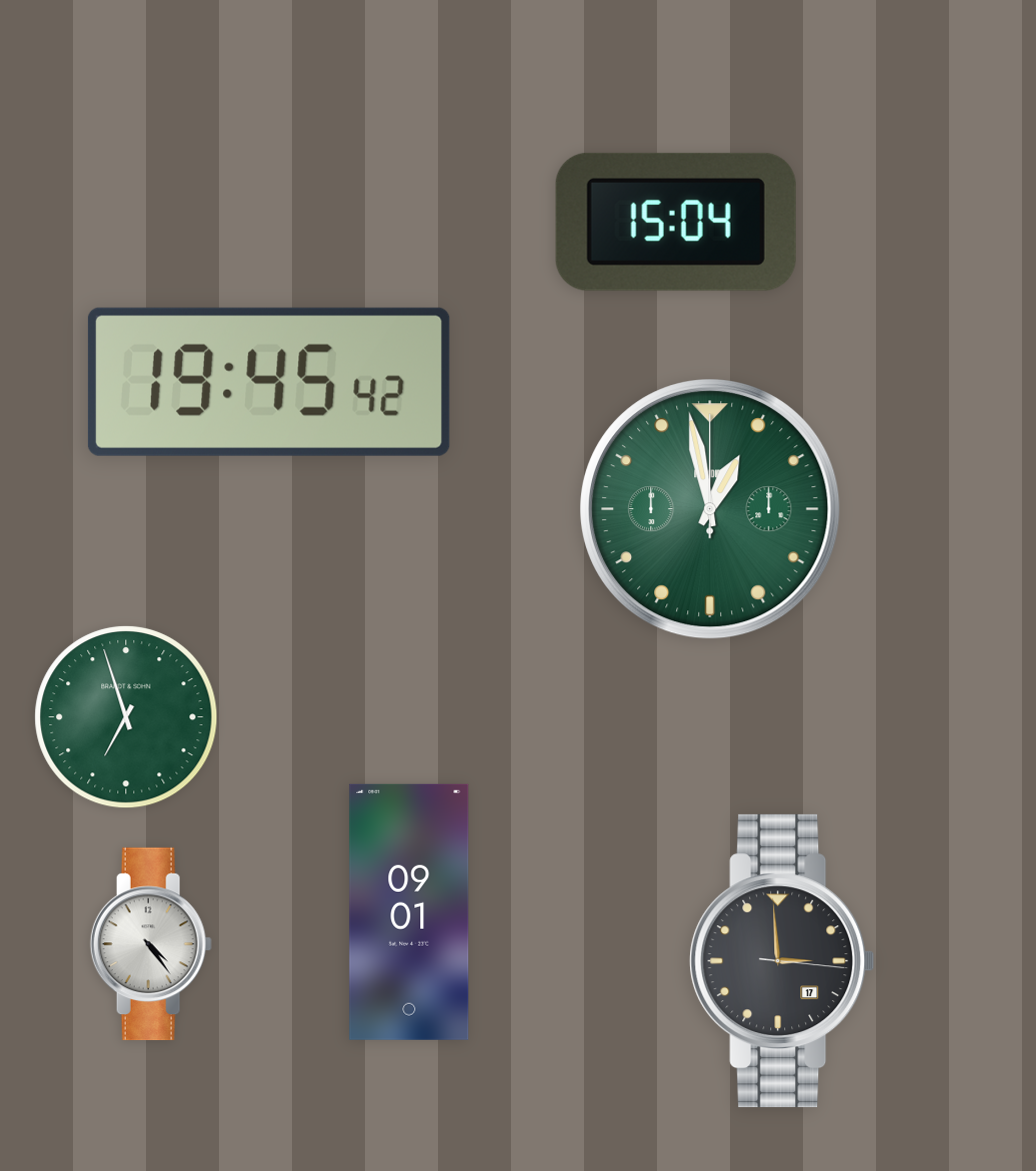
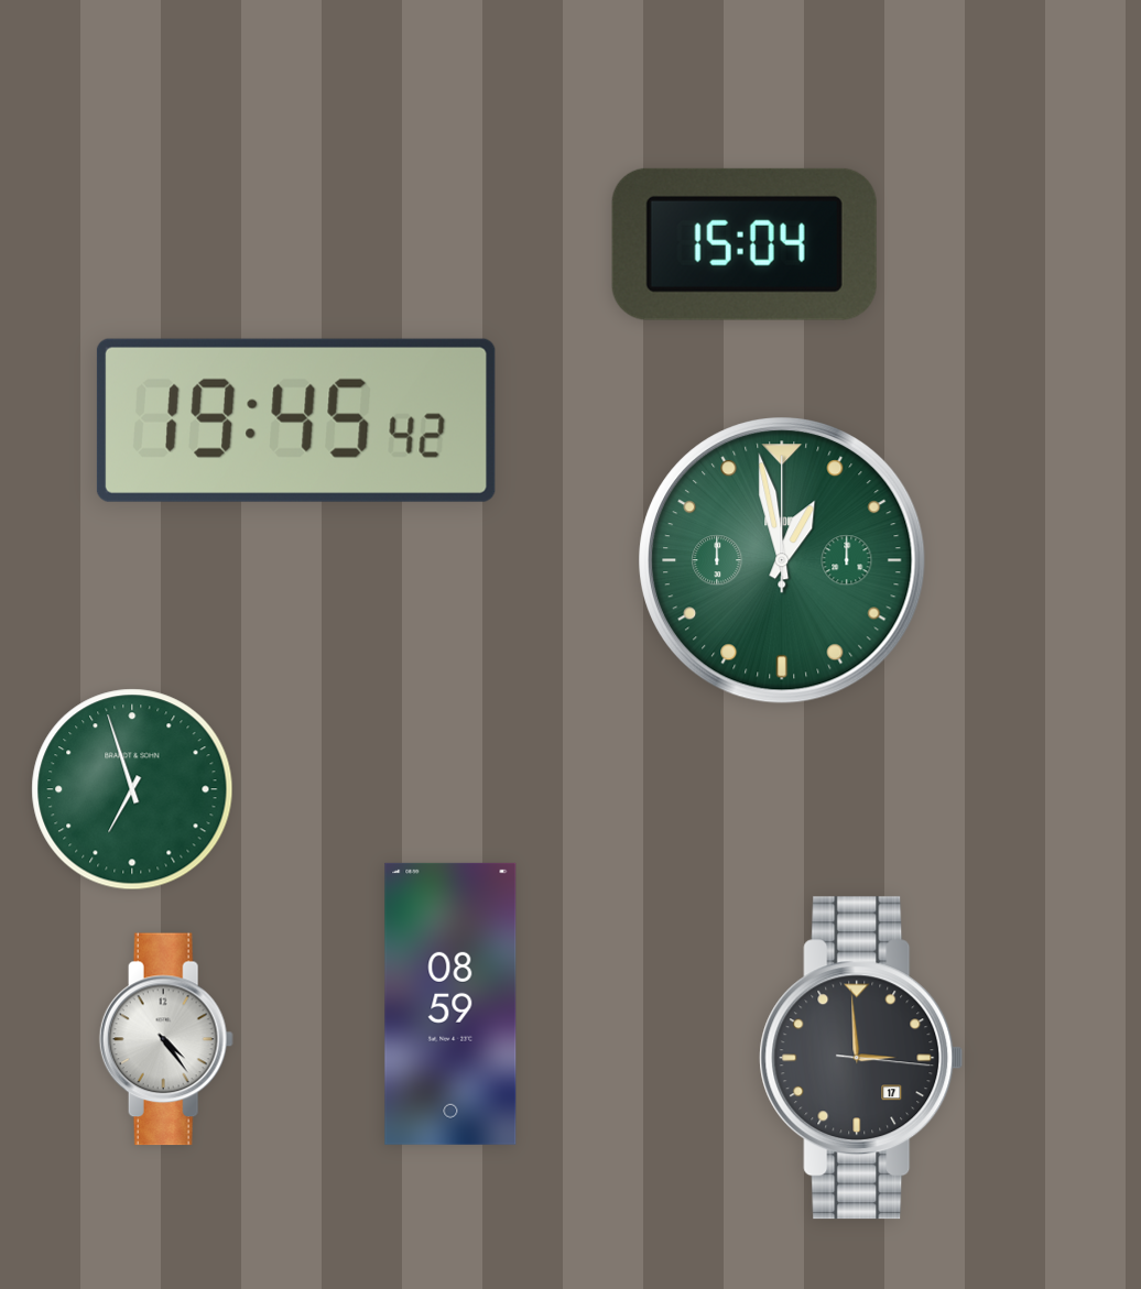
clock at (126, 717) position: (126, 717) -> (132, 789)
clock at (409, 912): 09:01 -> 08:59
